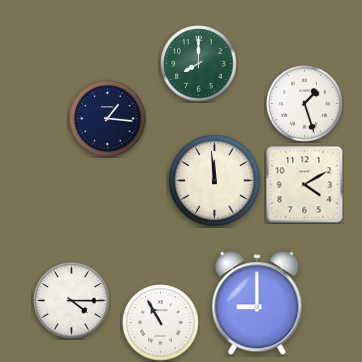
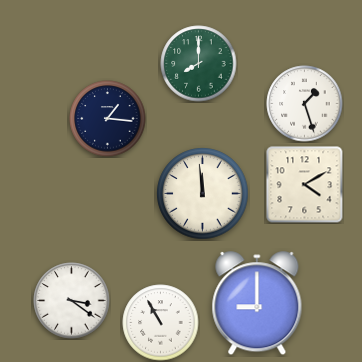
clock at (215, 181) position: (215, 181) -> (203, 194)
clock at (72, 301): 4:15 -> 3:21
